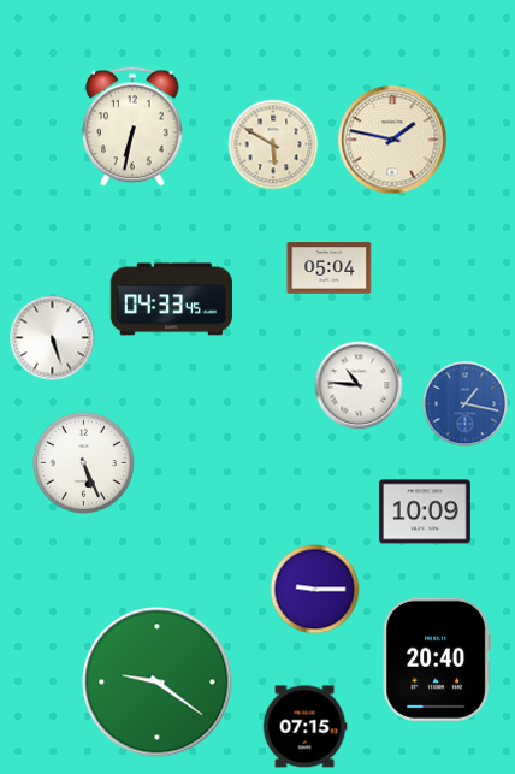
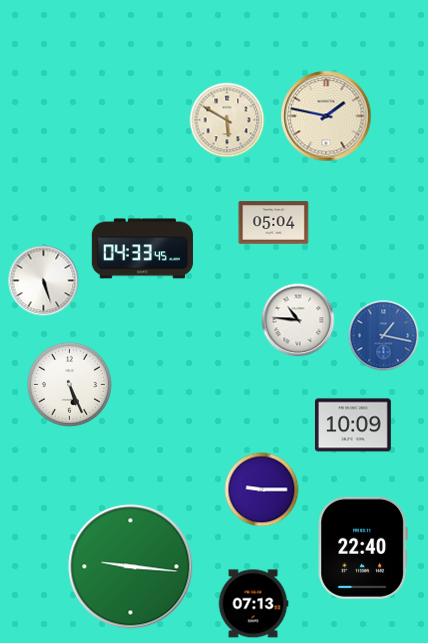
clock at (132, 126): 6:32 -> none
clock at (466, 404) position: (466, 404) -> (384, 336)
clock at (437, 660): 20:40 -> 22:40
clock at (158, 683): 9:21 -> 9:16
clock at (304, 727): 07:15 -> 07:13
